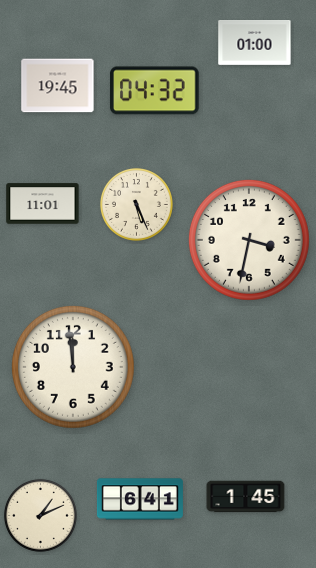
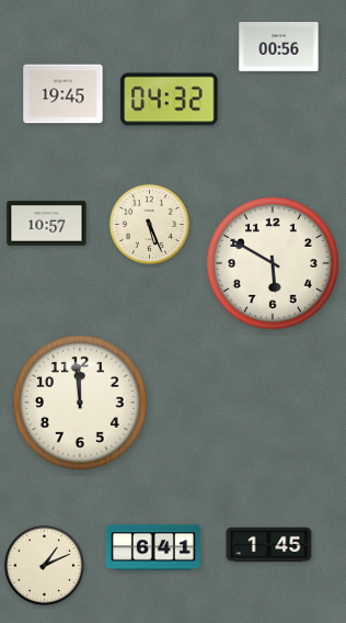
clock at (255, 43): 01:00 -> 00:56
clock at (43, 204): 11:01 -> 10:57
clock at (249, 240): 3:32 -> 5:50
